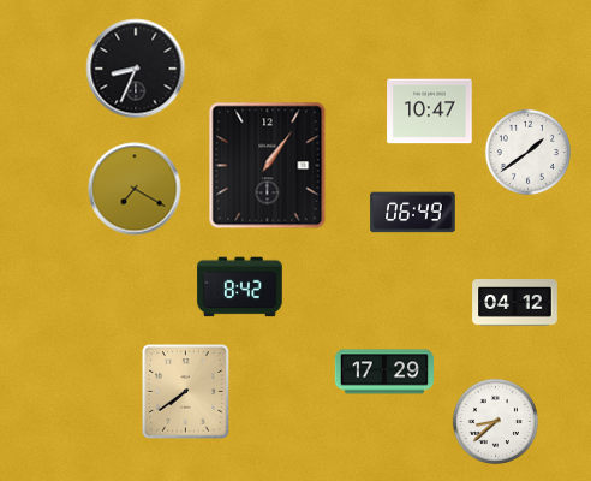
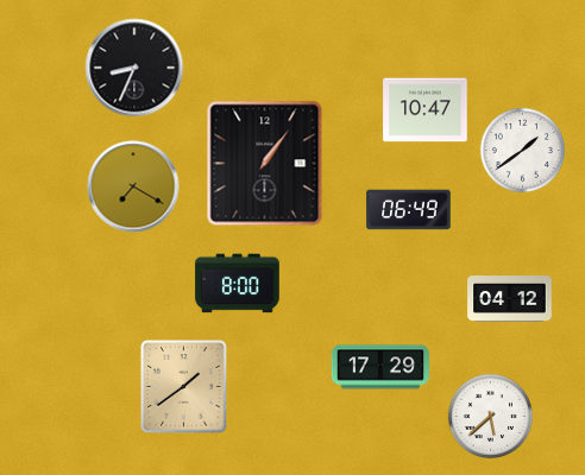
clock at (240, 287): 8:42 -> 8:00
clock at (186, 392): 7:39 -> 1:39
clock at (495, 421): 8:38 -> 5:38
